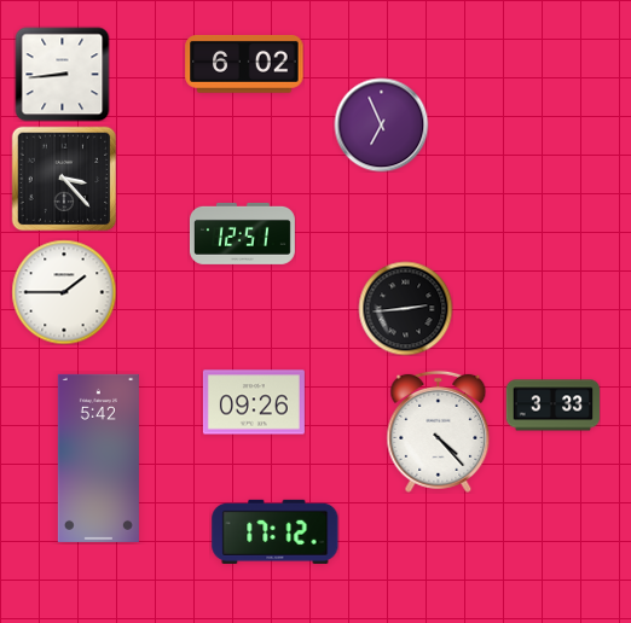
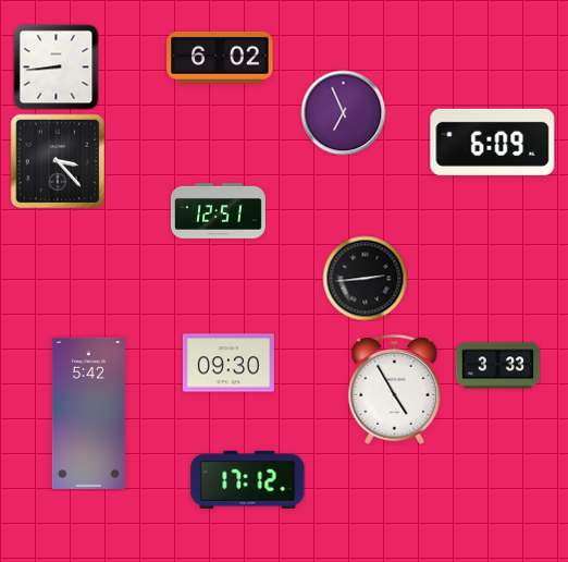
clock at (493, 142): none -> 6:09
clock at (64, 292): 1:45 -> none
clock at (254, 402): 09:26 -> 09:30
clock at (439, 431): 4:23 -> 4:55
